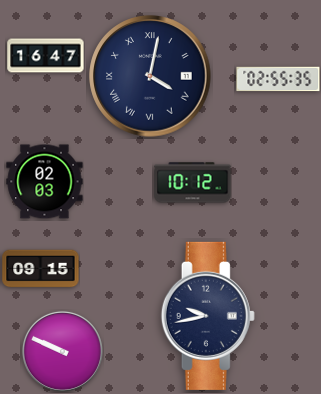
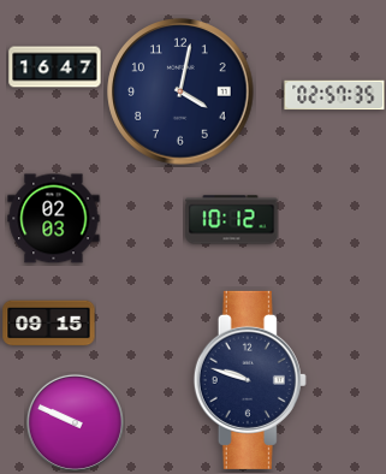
clock at (150, 76) numerals: Roman -> Arabic
clock at (278, 79): 02:55 -> 02:57
clock at (208, 316): 9:43 -> 9:48
